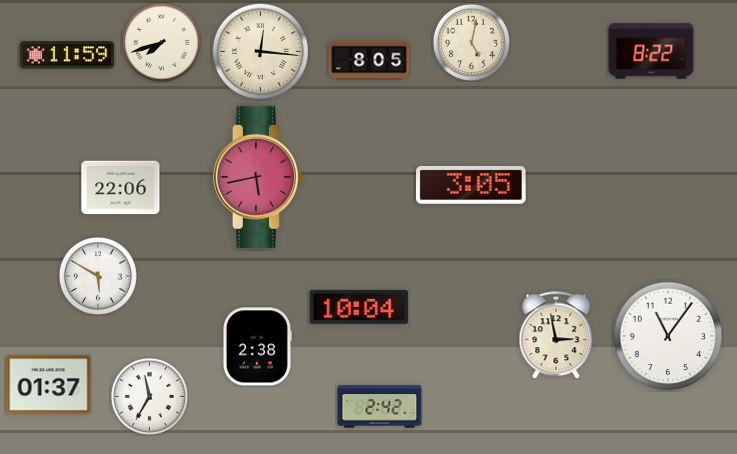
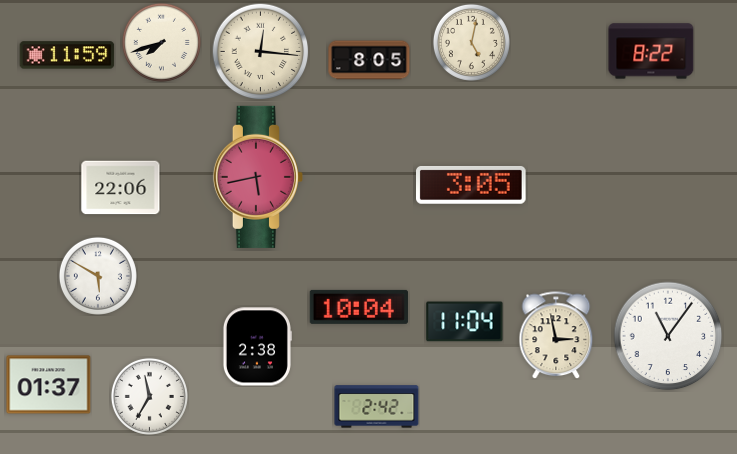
clock at (465, 322): none -> 11:04
clock at (380, 407) position: (380, 407) -> (377, 407)
